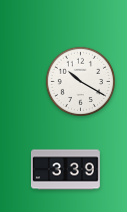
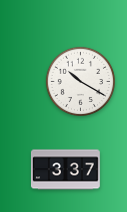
clock at (65, 170): 3:39 -> 3:37
